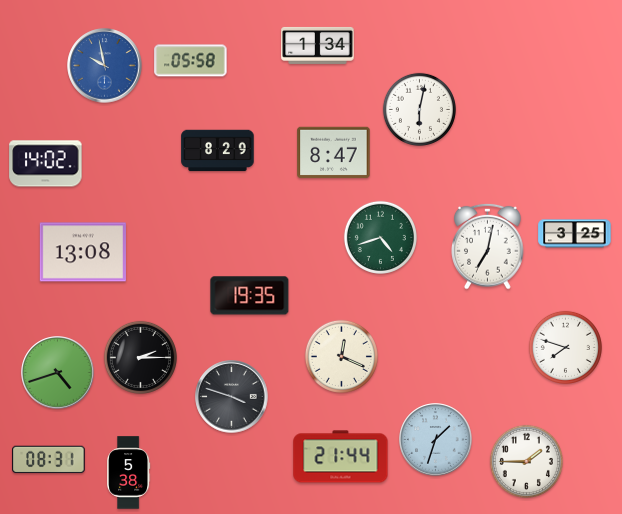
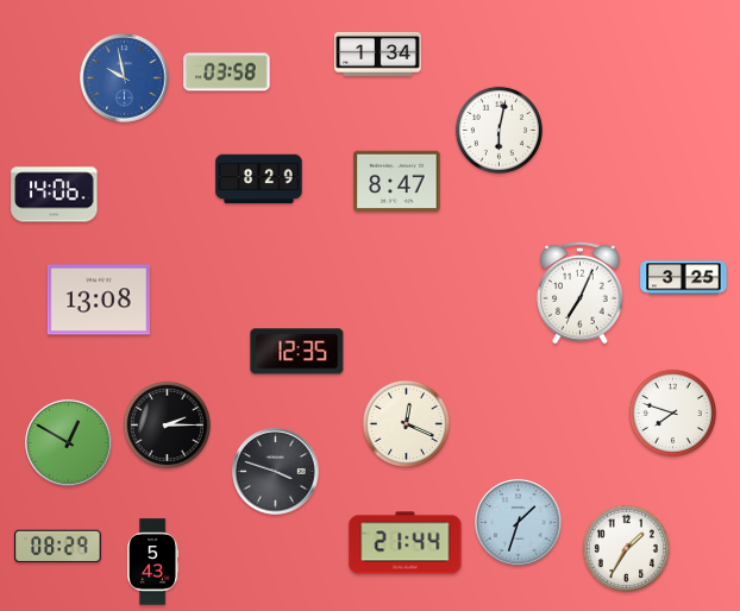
clock at (191, 61): 05:58 -> 03:58
clock at (46, 164): 14:02 -> 14:06
clock at (380, 237): 4:42 -> none
clock at (488, 246): 7:02 -> 7:04
clock at (250, 296): 19:35 -> 12:35
clock at (58, 373): 4:42 -> 12:50
clock at (49, 460): 08:31 -> 08:29
clock at (526, 461): 1:45 -> 1:35
clock at (129, 473): 5:38 -> 5:43
